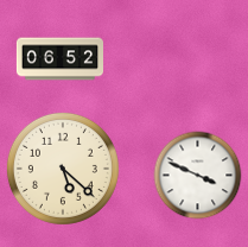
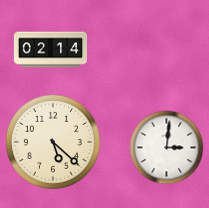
clock at (59, 59): 06:52 -> 02:14
clock at (198, 176): 3:49 -> 3:01
